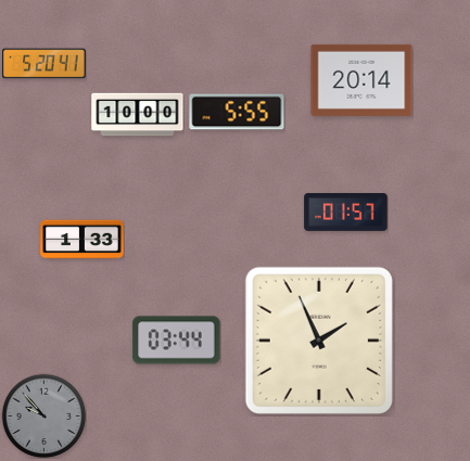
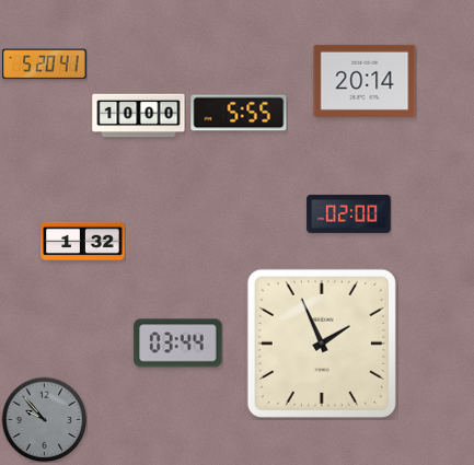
clock at (346, 212): 01:57 -> 02:00
clock at (82, 240): 1:33 -> 1:32
